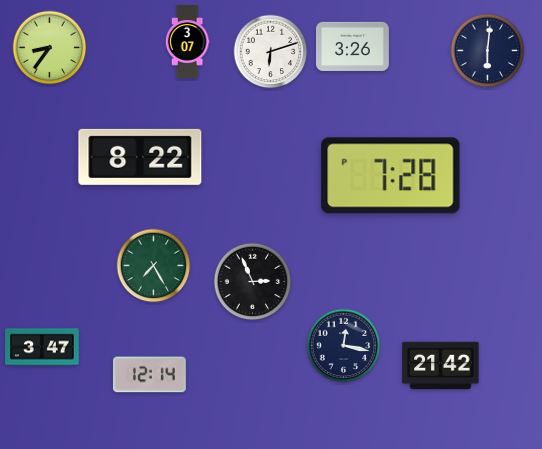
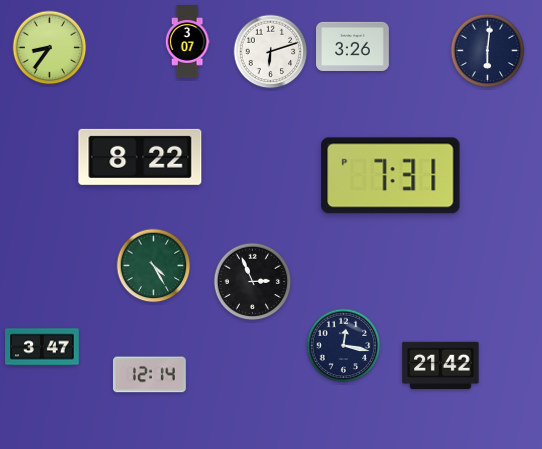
clock at (391, 176): 7:28 -> 7:31
clock at (154, 266): 7:25 -> 4:25
